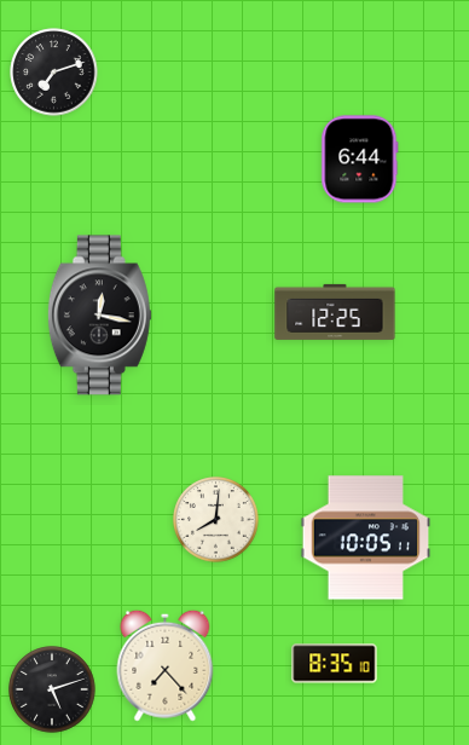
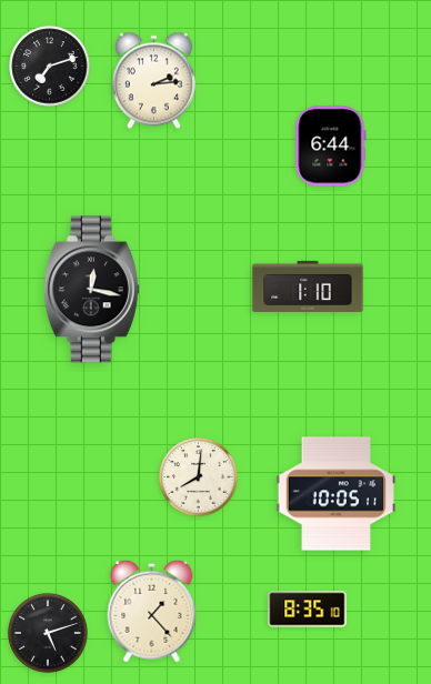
clock at (153, 81): none -> 2:14
clock at (335, 312): 12:25 -> 1:10
clock at (166, 665): 7:23 -> 1:23
